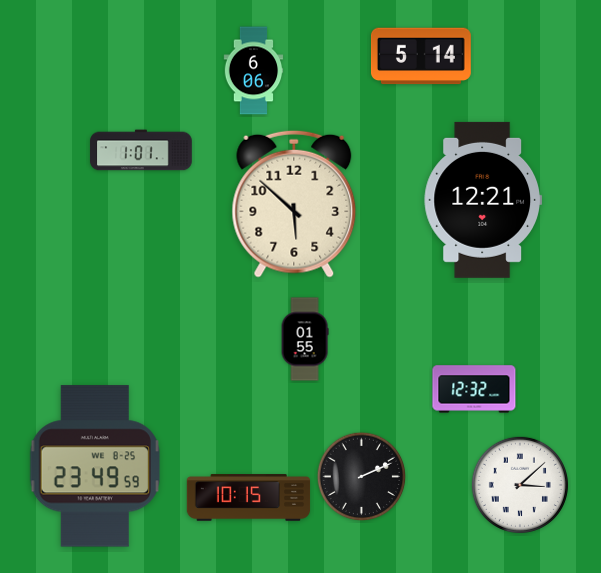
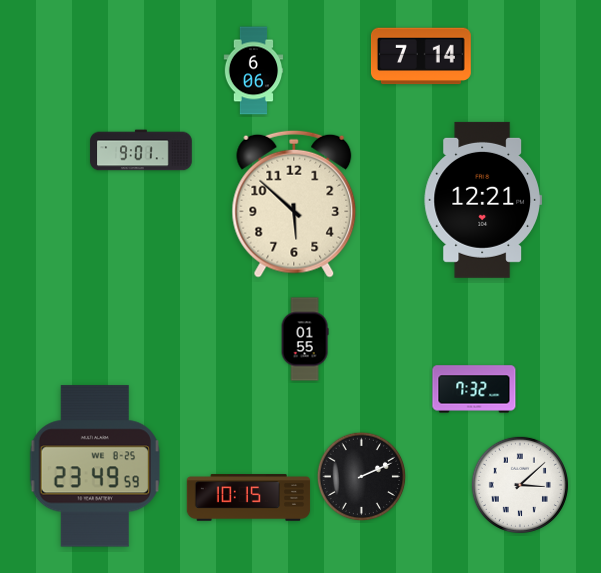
clock at (421, 56): 5:14 -> 7:14
clock at (141, 150): 1:01 -> 9:01
clock at (474, 389): 12:32 -> 7:32
